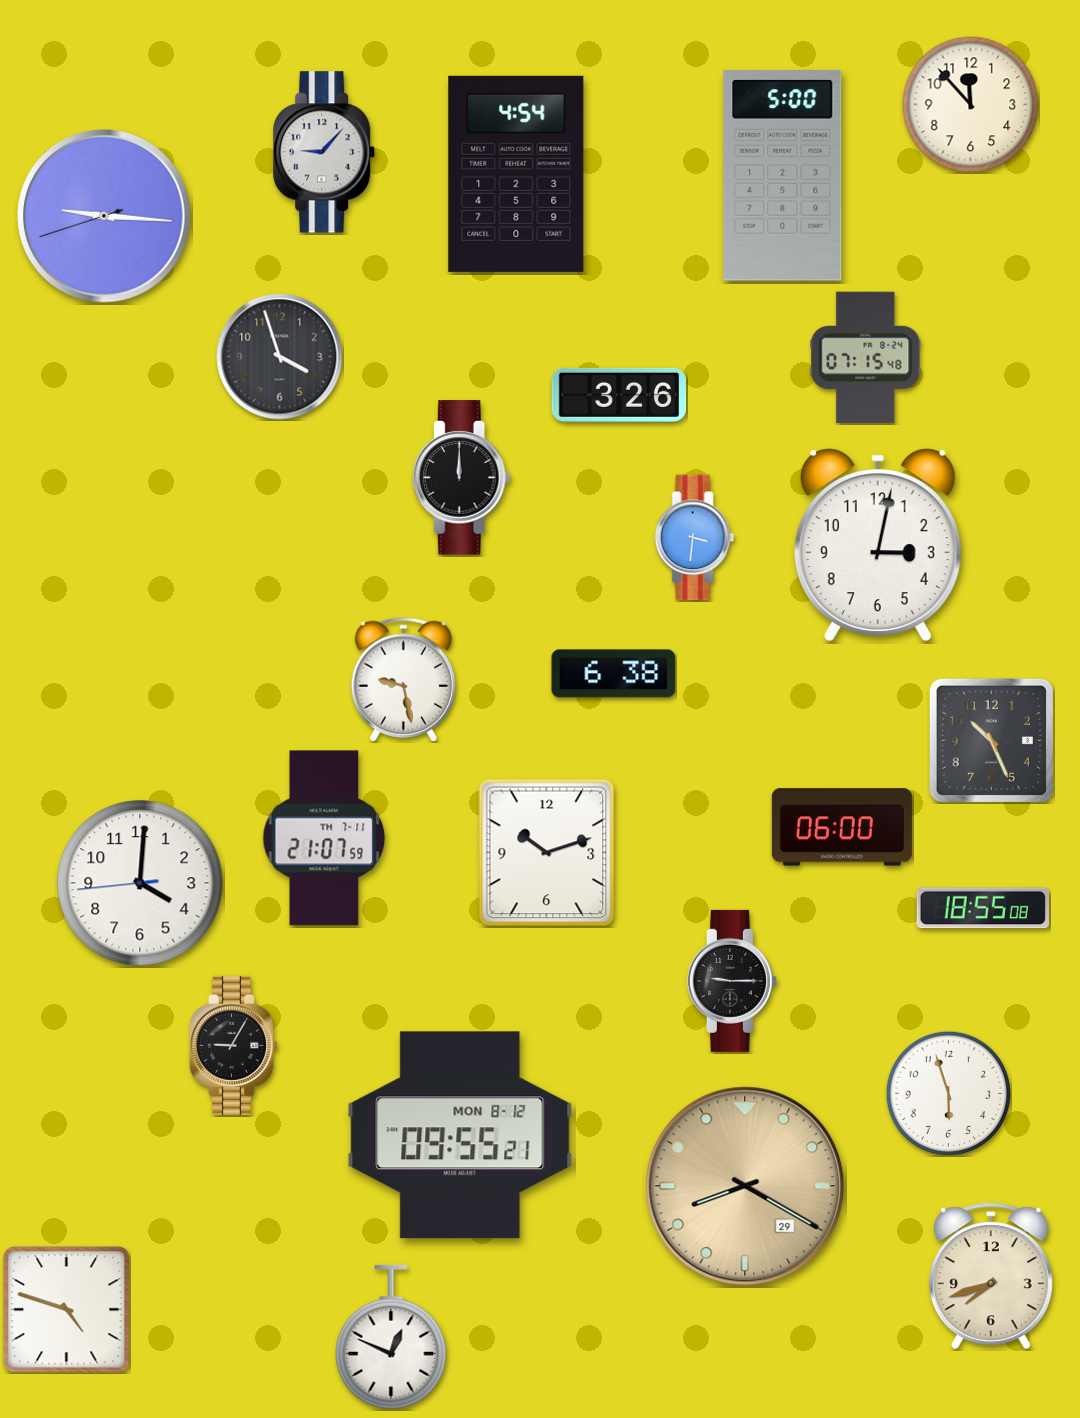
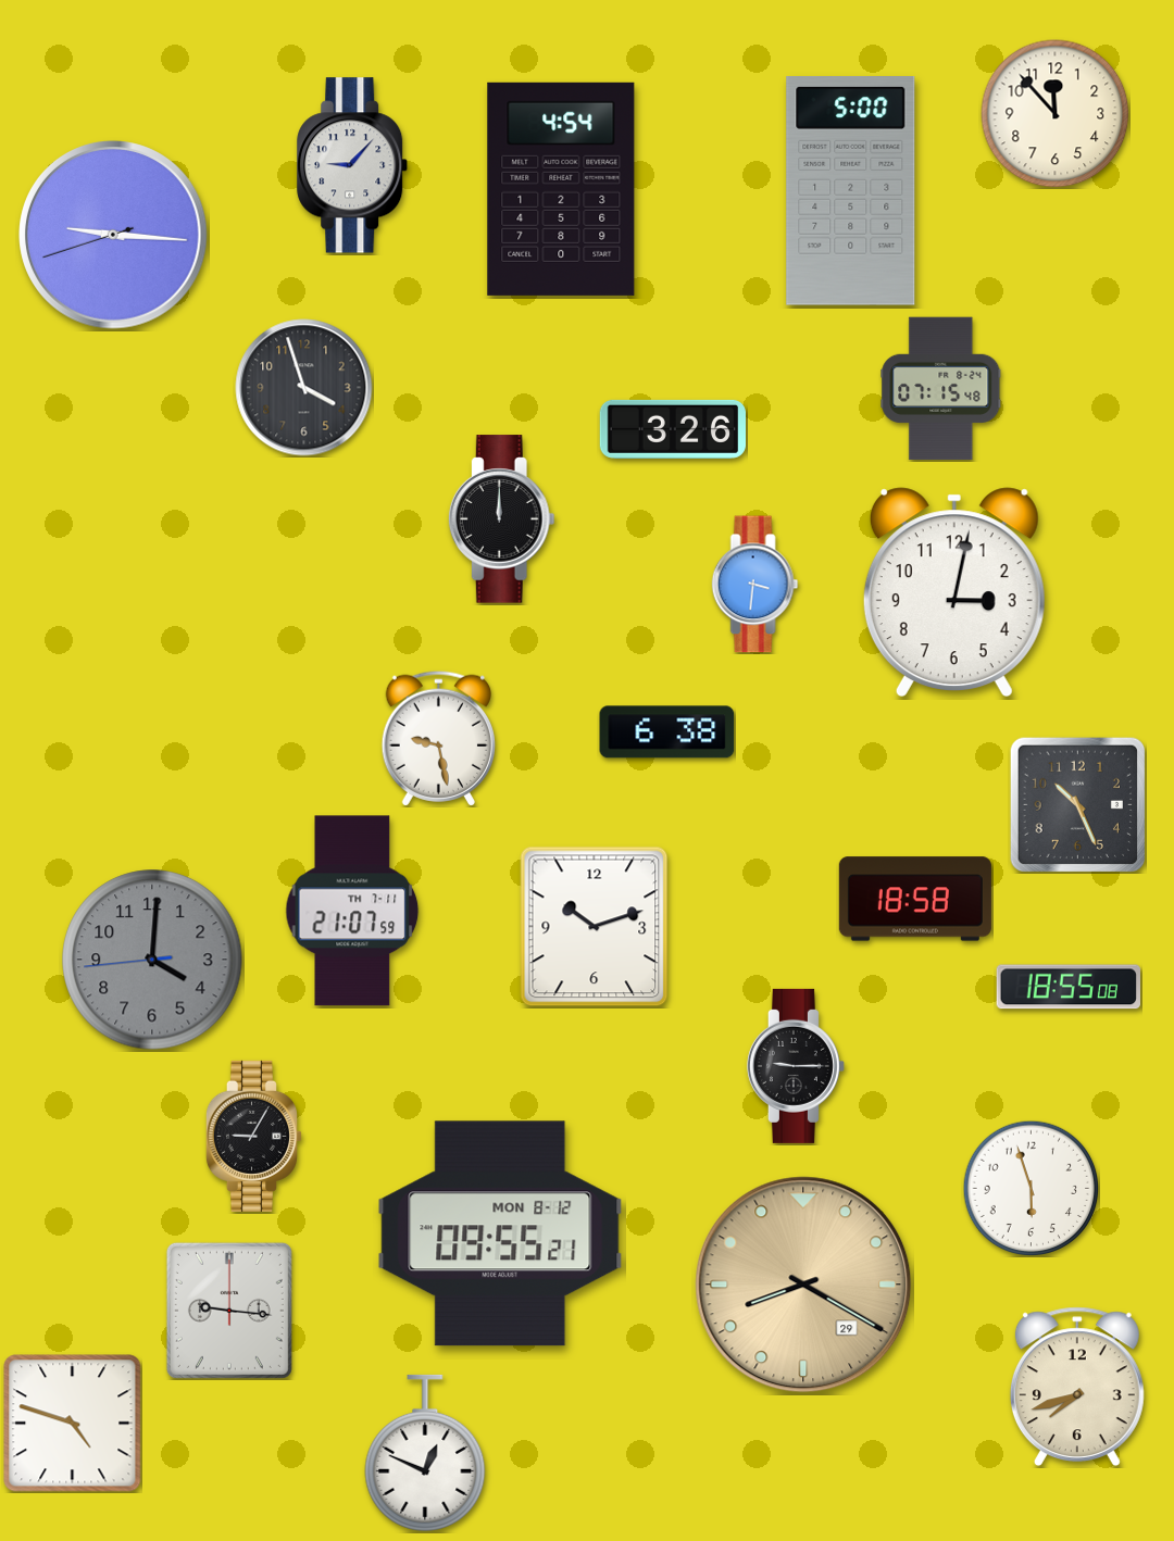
clock at (842, 827): 06:00 -> 18:58
clock at (140, 883) dial: white -> grey
clock at (745, 1186) position: (745, 1186) -> (803, 1285)
clock at (229, 1311): none -> 9:16
